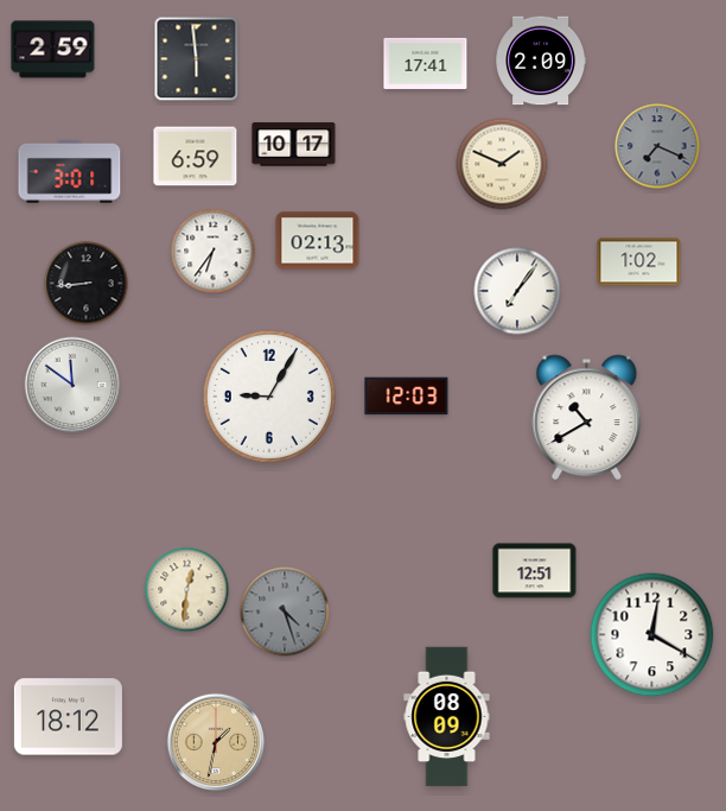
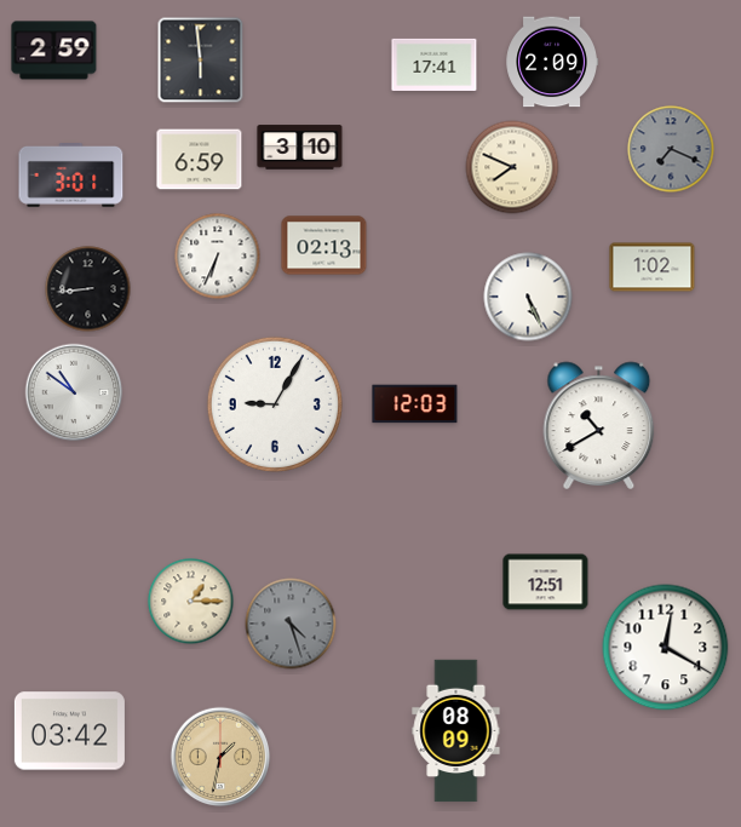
clock at (294, 145): 10:17 -> 3:10
clock at (502, 164): 1:49 -> 7:49
clock at (214, 252): 6:36 -> 6:34
clock at (517, 291): 7:06 -> 5:26
clock at (72, 385): 11:51 -> 10:51
clock at (187, 590): 12:31 -> 1:15
clock at (68, 717): 18:12 -> 03:42
